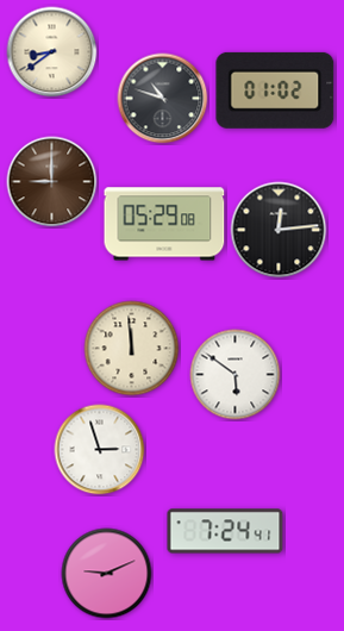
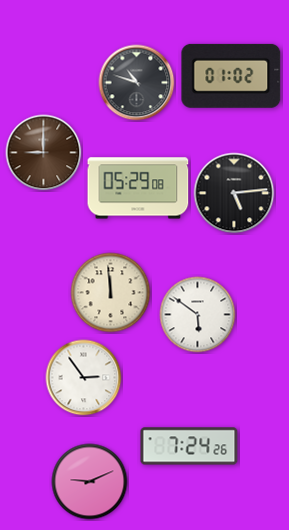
clock at (52, 52): 8:39 -> none
clock at (279, 230): 12:14 -> 5:14
clock at (100, 450): 2:57 -> 2:54
clock at (225, 531): 7:24:41 -> 7:24:26
